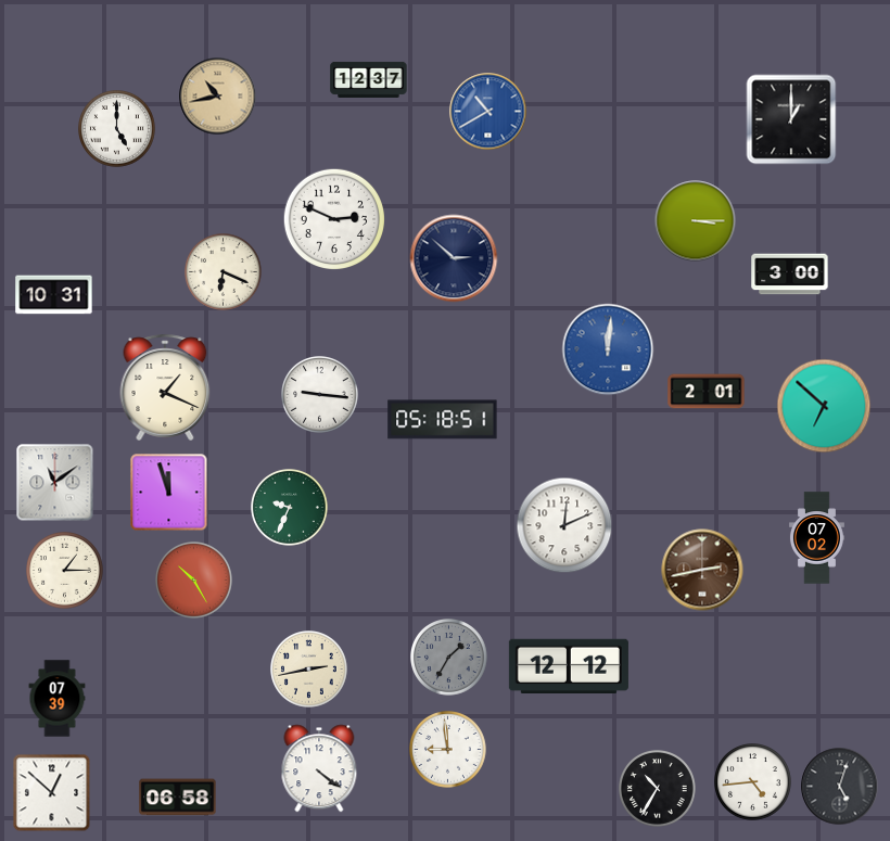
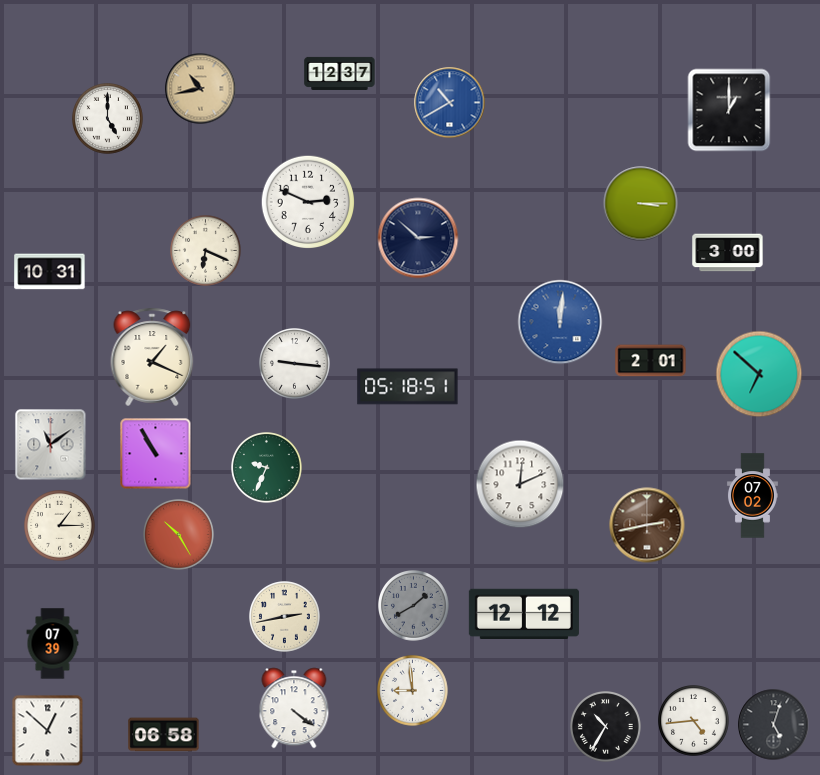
clock at (169, 493): 11:57 -> 10:55
clock at (449, 658): 1:35 -> 1:40
